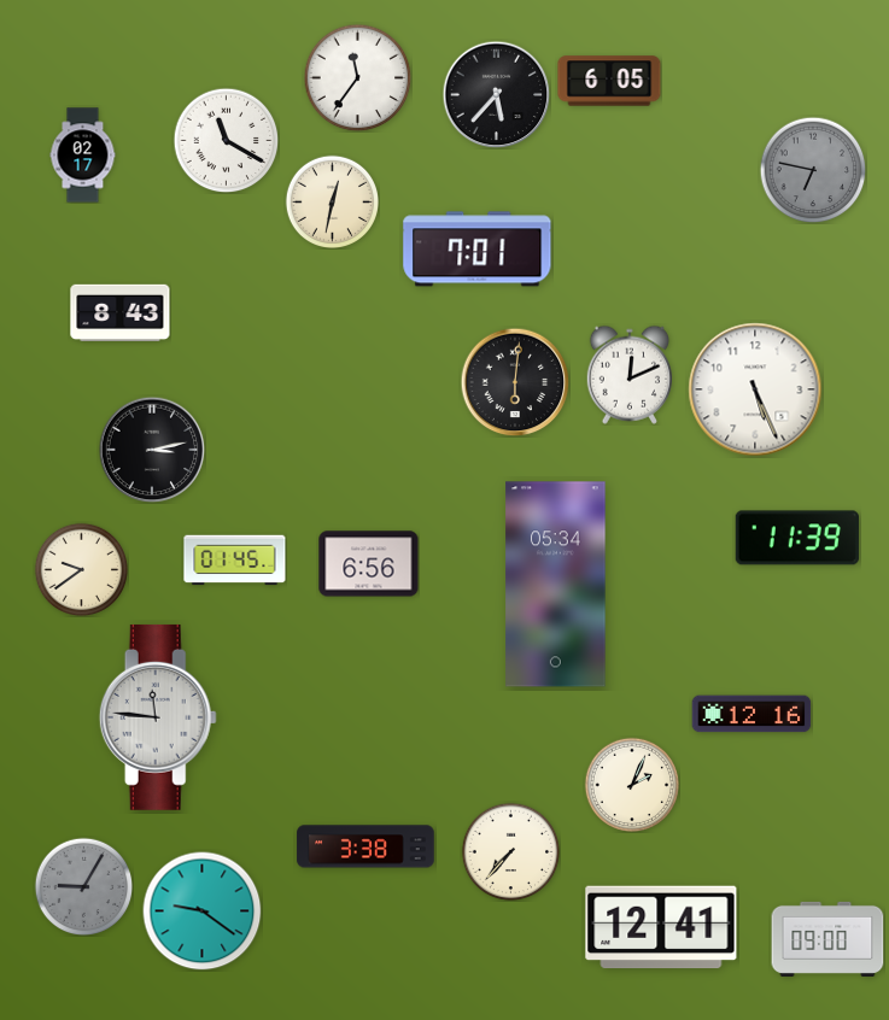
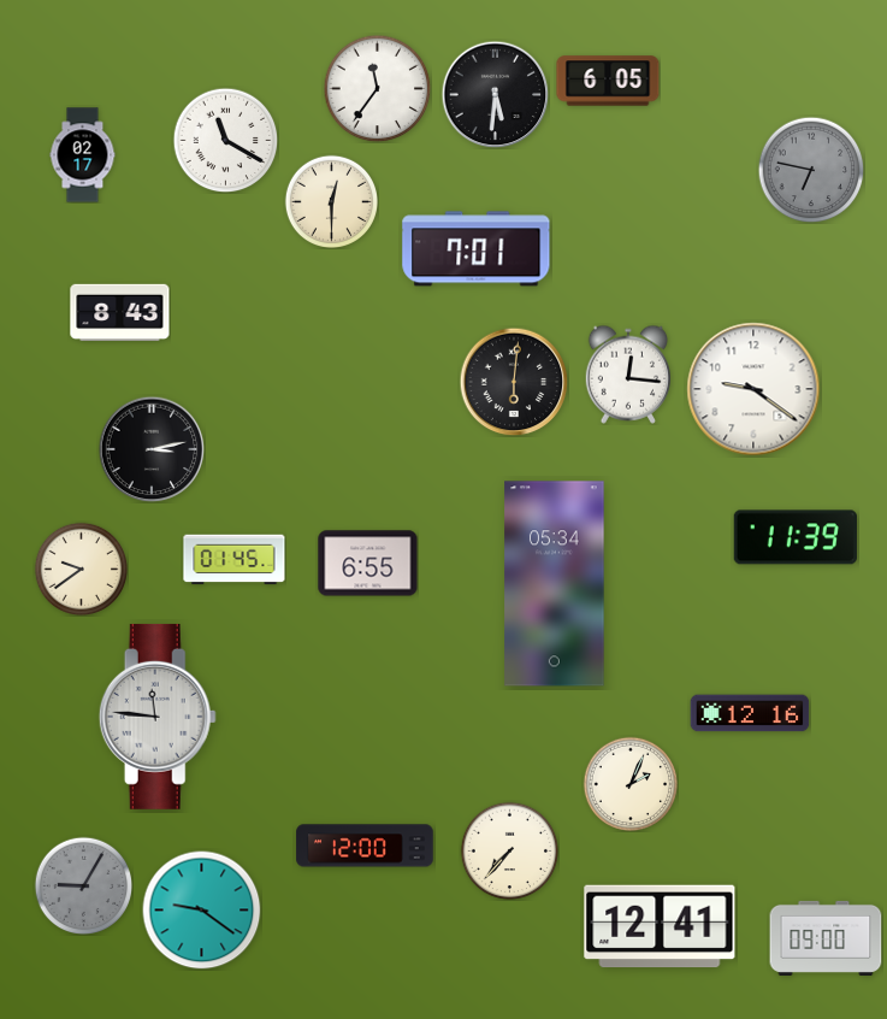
clock at (357, 77) position: (357, 77) -> (377, 88)
clock at (496, 94): 5:37 -> 5:31
clock at (332, 201): 12:32 -> 12:30
clock at (628, 375): 12:11 -> 12:16
clock at (755, 389): 5:26 -> 9:21
clock at (369, 564): 6:56 -> 6:55
clock at (365, 846): 3:38 -> 12:00
